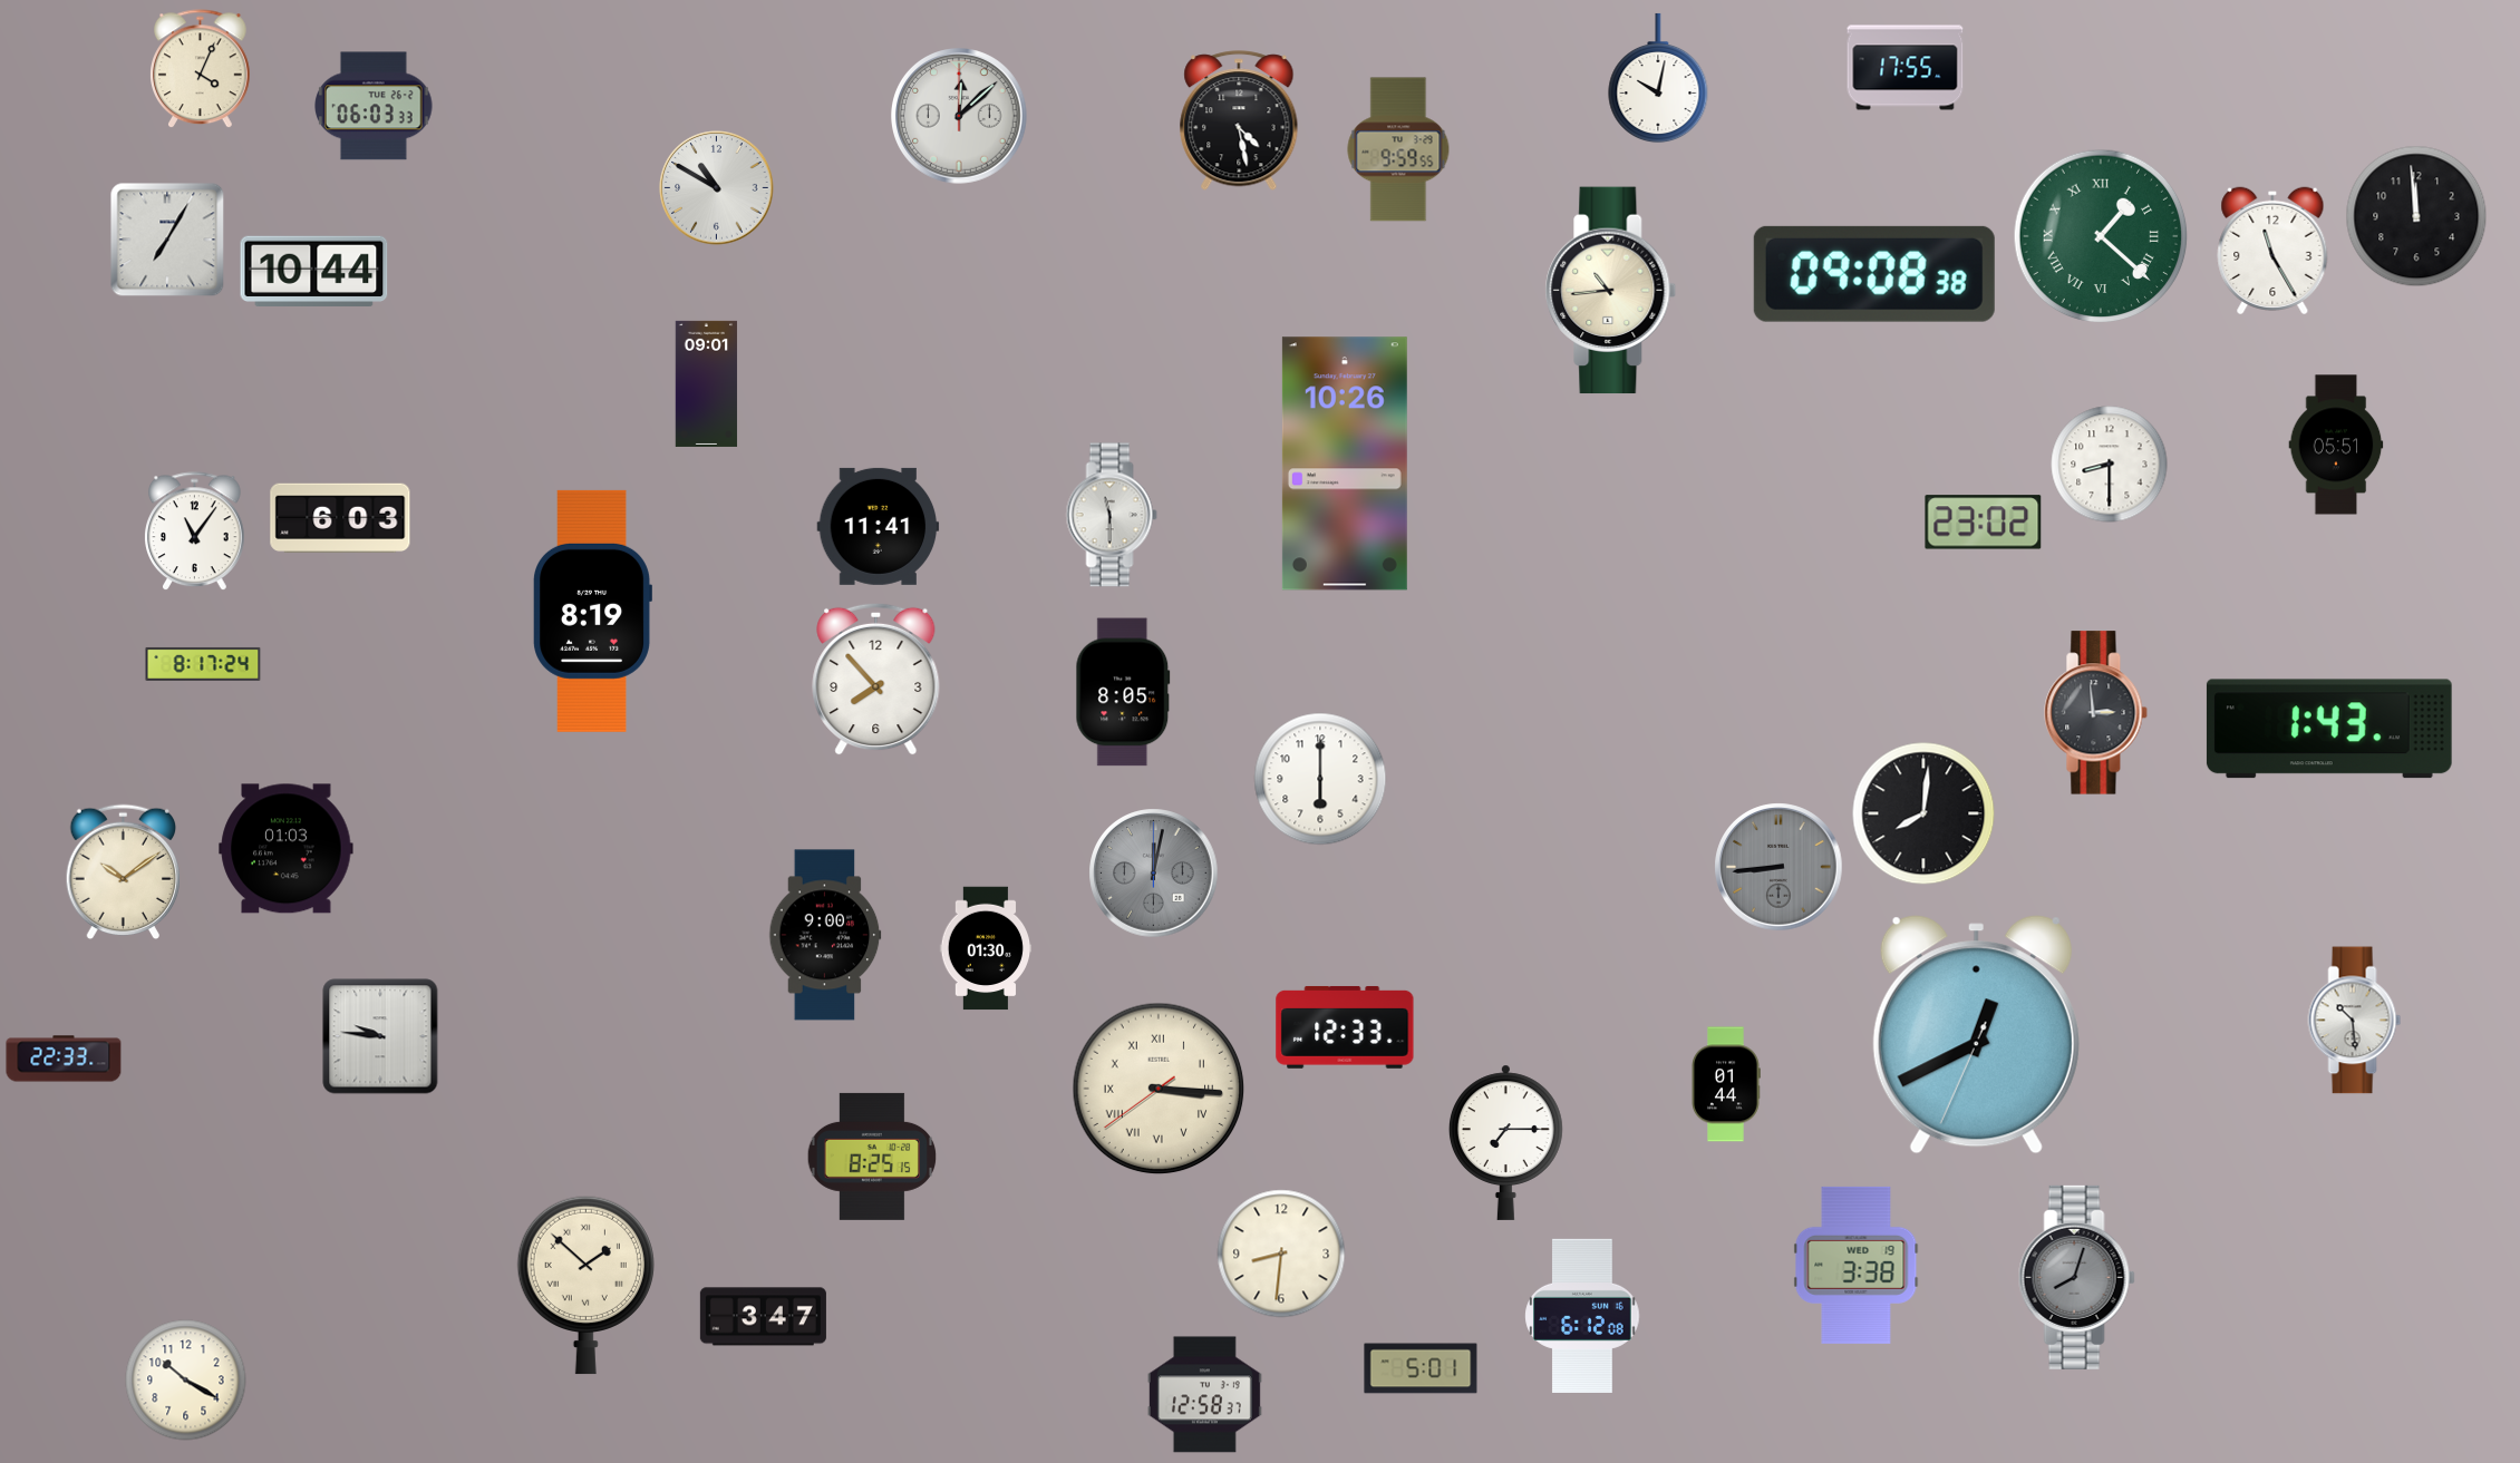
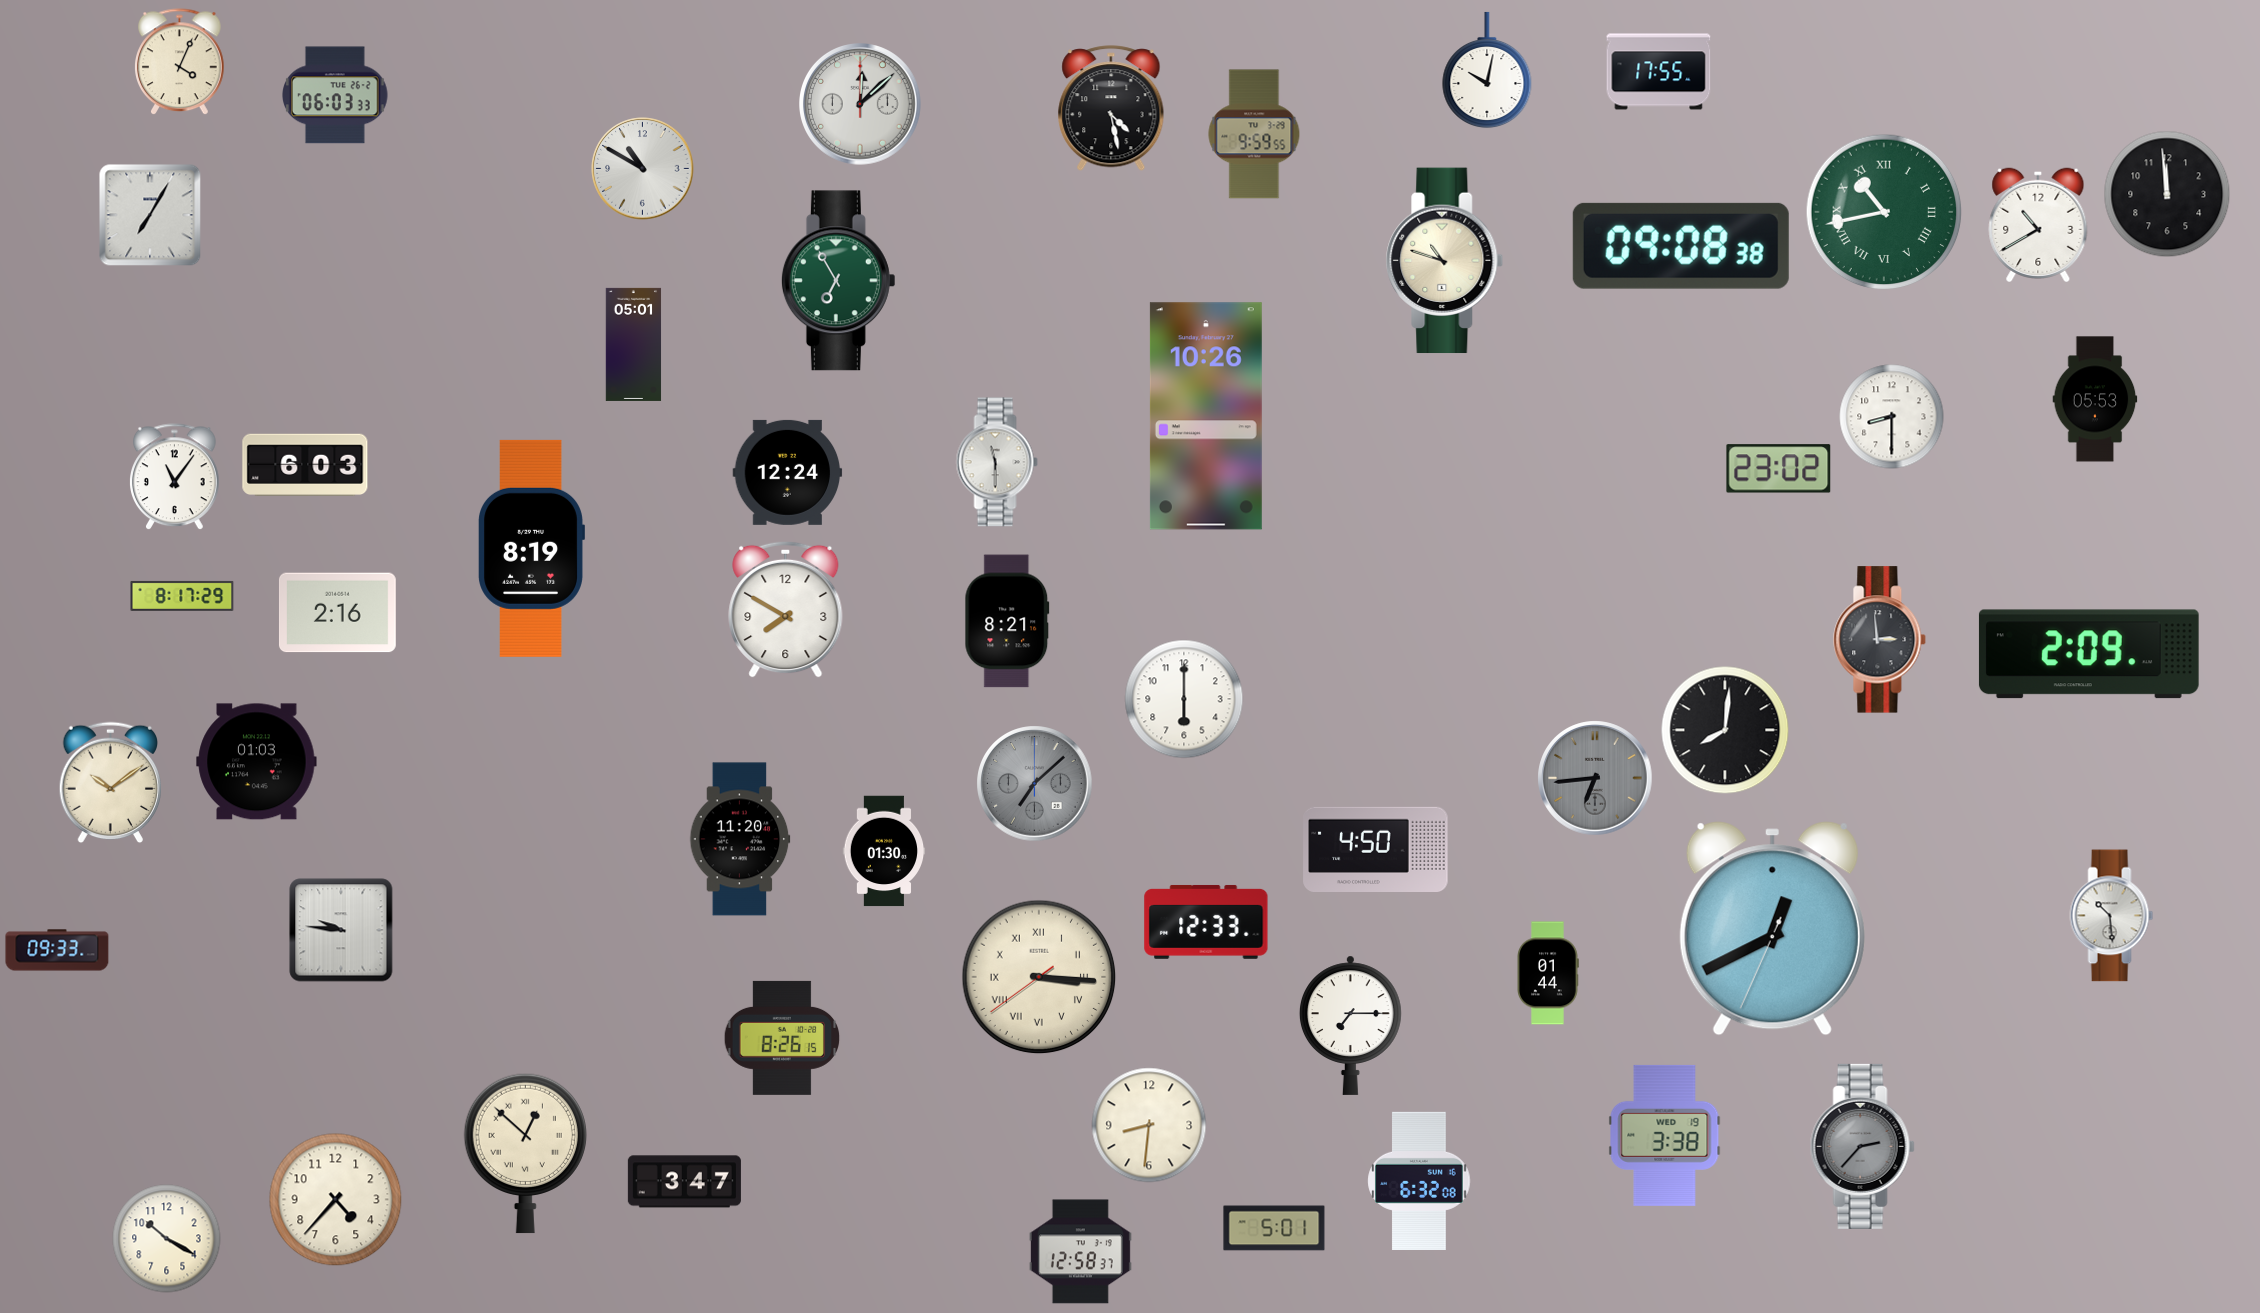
clock at (1906, 68) position: (1906, 68) -> (1659, 72)
clock at (2101, 236): 1:22 -> 10:43
clock at (2272, 251): 11:25 -> 10:40
clock at (314, 272): 10:44 -> none
clock at (1611, 291): 10:44 -> 10:48
clock at (838, 281): none -> 6:55
clock at (707, 383): 09:01 -> 05:01
clock at (2336, 445): 05:51 -> 05:53
clock at (879, 526): 11:41 -> 12:24
clock at (203, 664): 8:17:24 -> 8:17:29
clock at (876, 679): 7:53 -> 7:50
clock at (337, 613): none -> 2:16
clock at (1123, 692): 8:05 -> 8:21
clock at (2329, 729): 1:43 -> 2:09
clock at (1778, 867): 8:44 -> 6:44
clock at (1154, 874): 12:02 -> 7:08
clock at (825, 935): 9:00 -> 11:20
clock at (1376, 849): none -> 4:50
clock at (64, 1059): 22:33 -> 09:33
clock at (872, 1157): 8:25 -> 8:26
clock at (2076, 1277): 8:03 -> 2:37
clock at (585, 1285): 1:52 -> 12:52
clock at (1582, 1316): 6:12 -> 6:32
clock at (336, 1200): none -> 4:37
